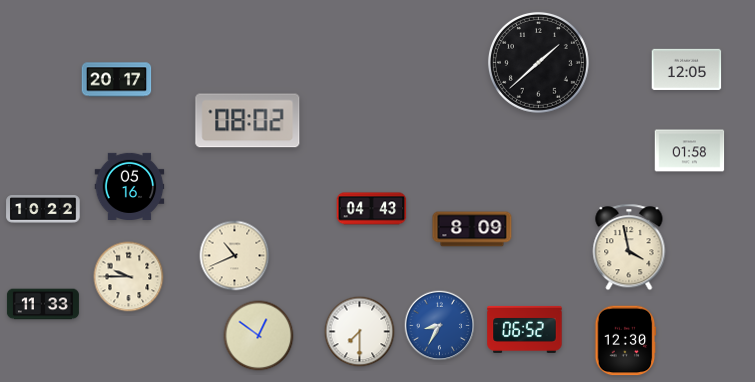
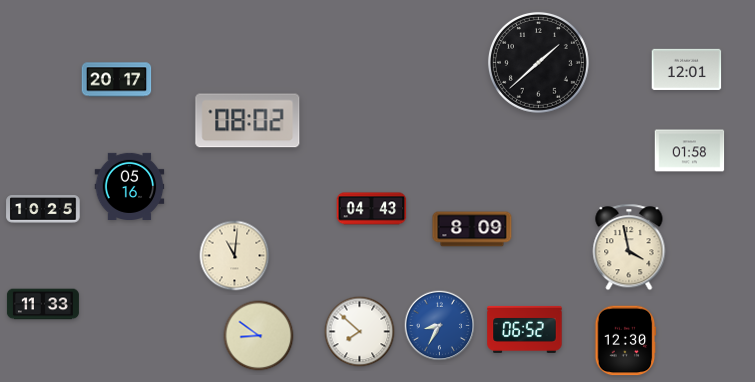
clock at (687, 69): 12:05 -> 12:01
clock at (43, 209): 10:22 -> 10:25
clock at (235, 256): 10:41 -> 11:01
clock at (129, 277): 9:45 -> none
clock at (360, 332): 7:30 -> 7:52
clock at (259, 336): 12:51 -> 8:51
